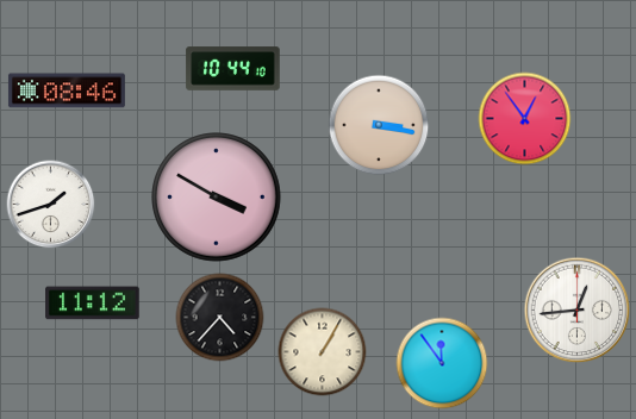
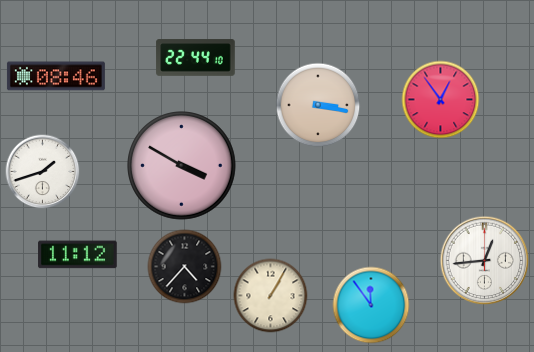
clock at (233, 69): 10:44 -> 22:44
